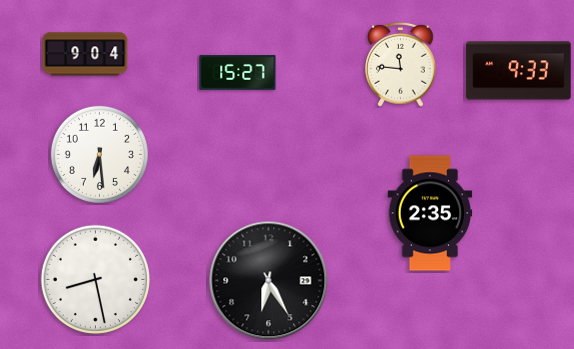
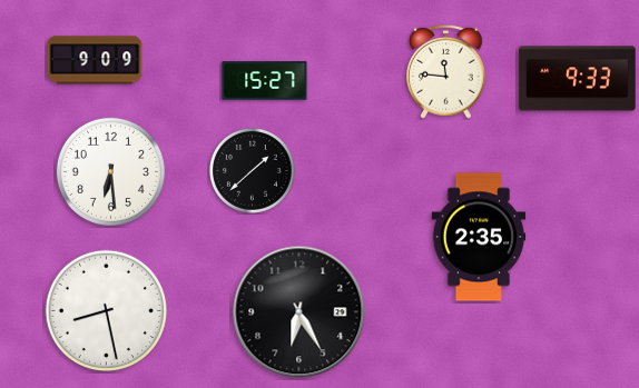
clock at (85, 54): 9:04 -> 9:09
clock at (253, 171): none -> 1:38
